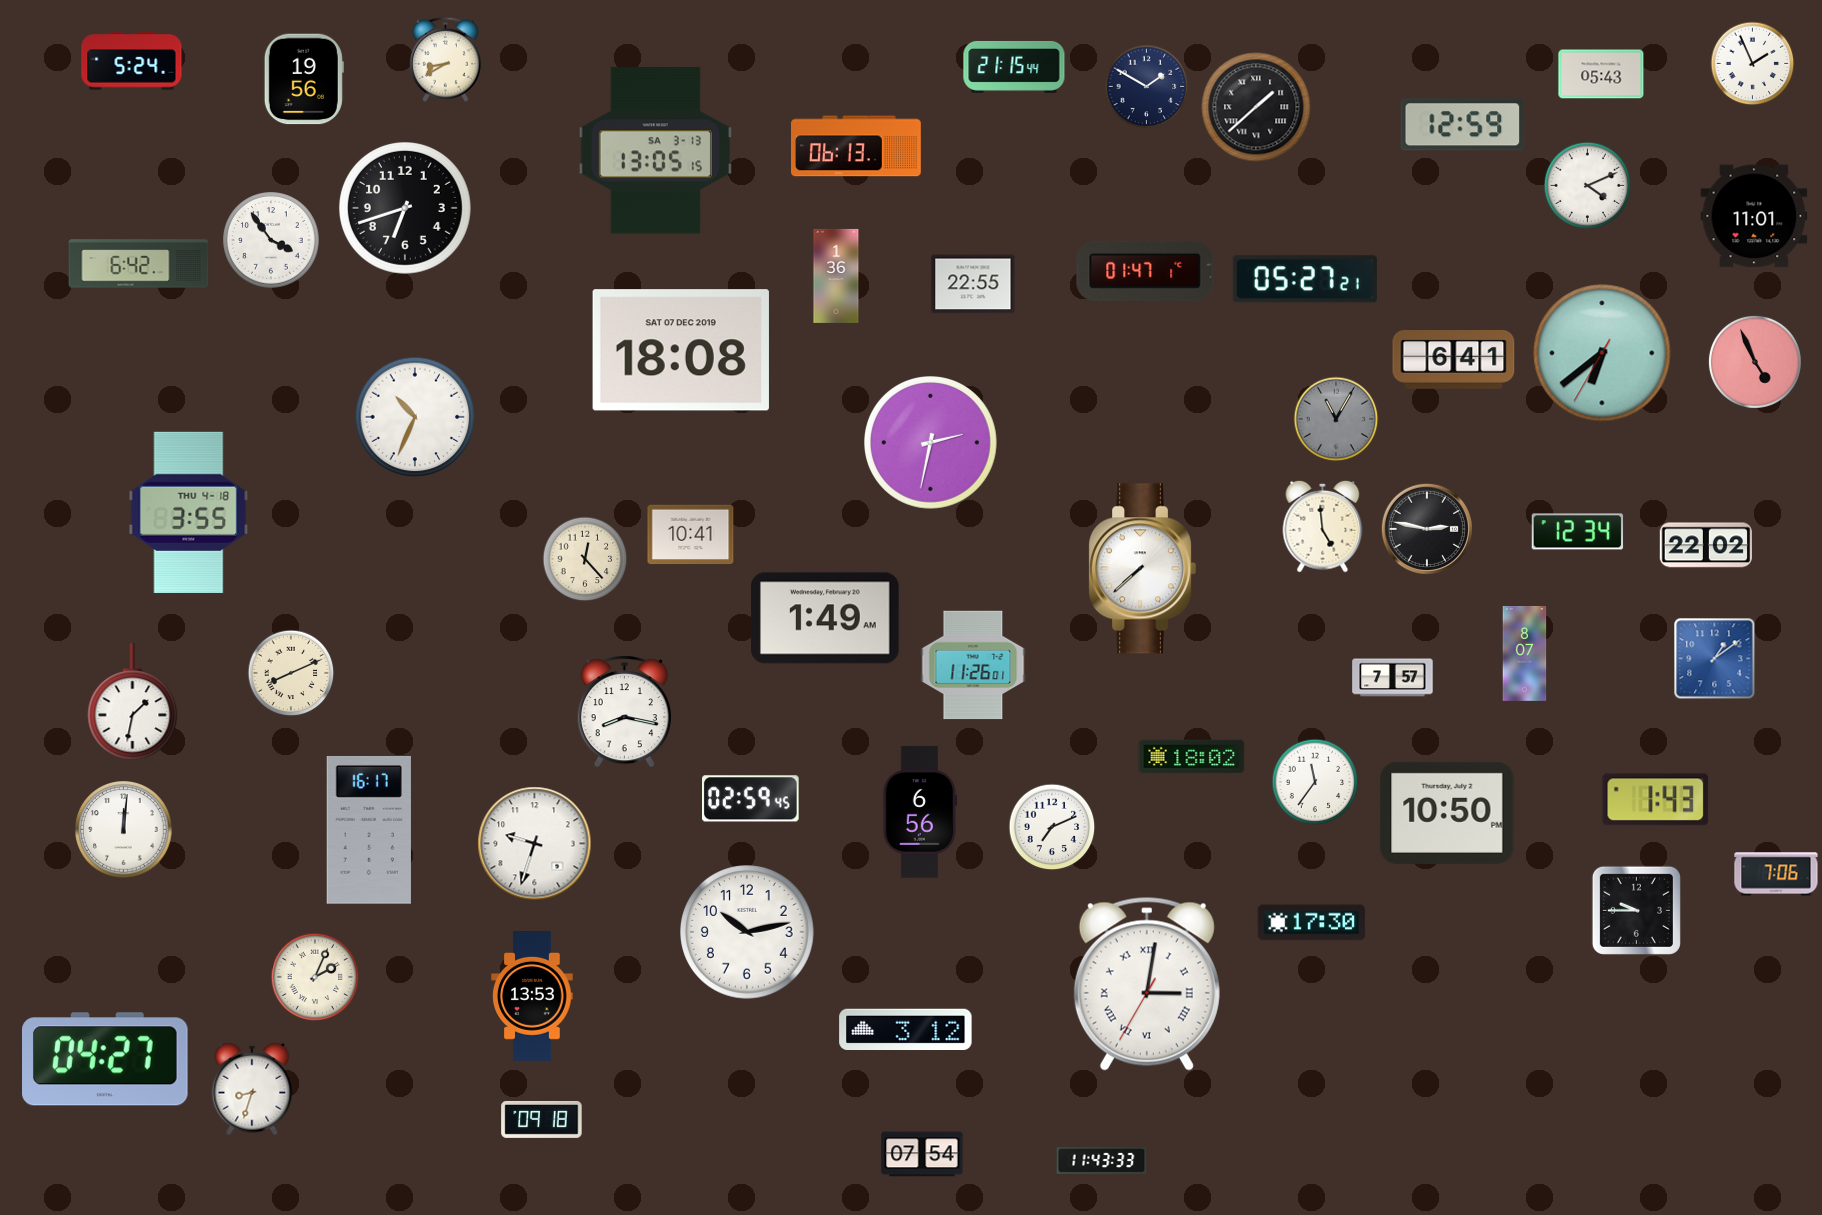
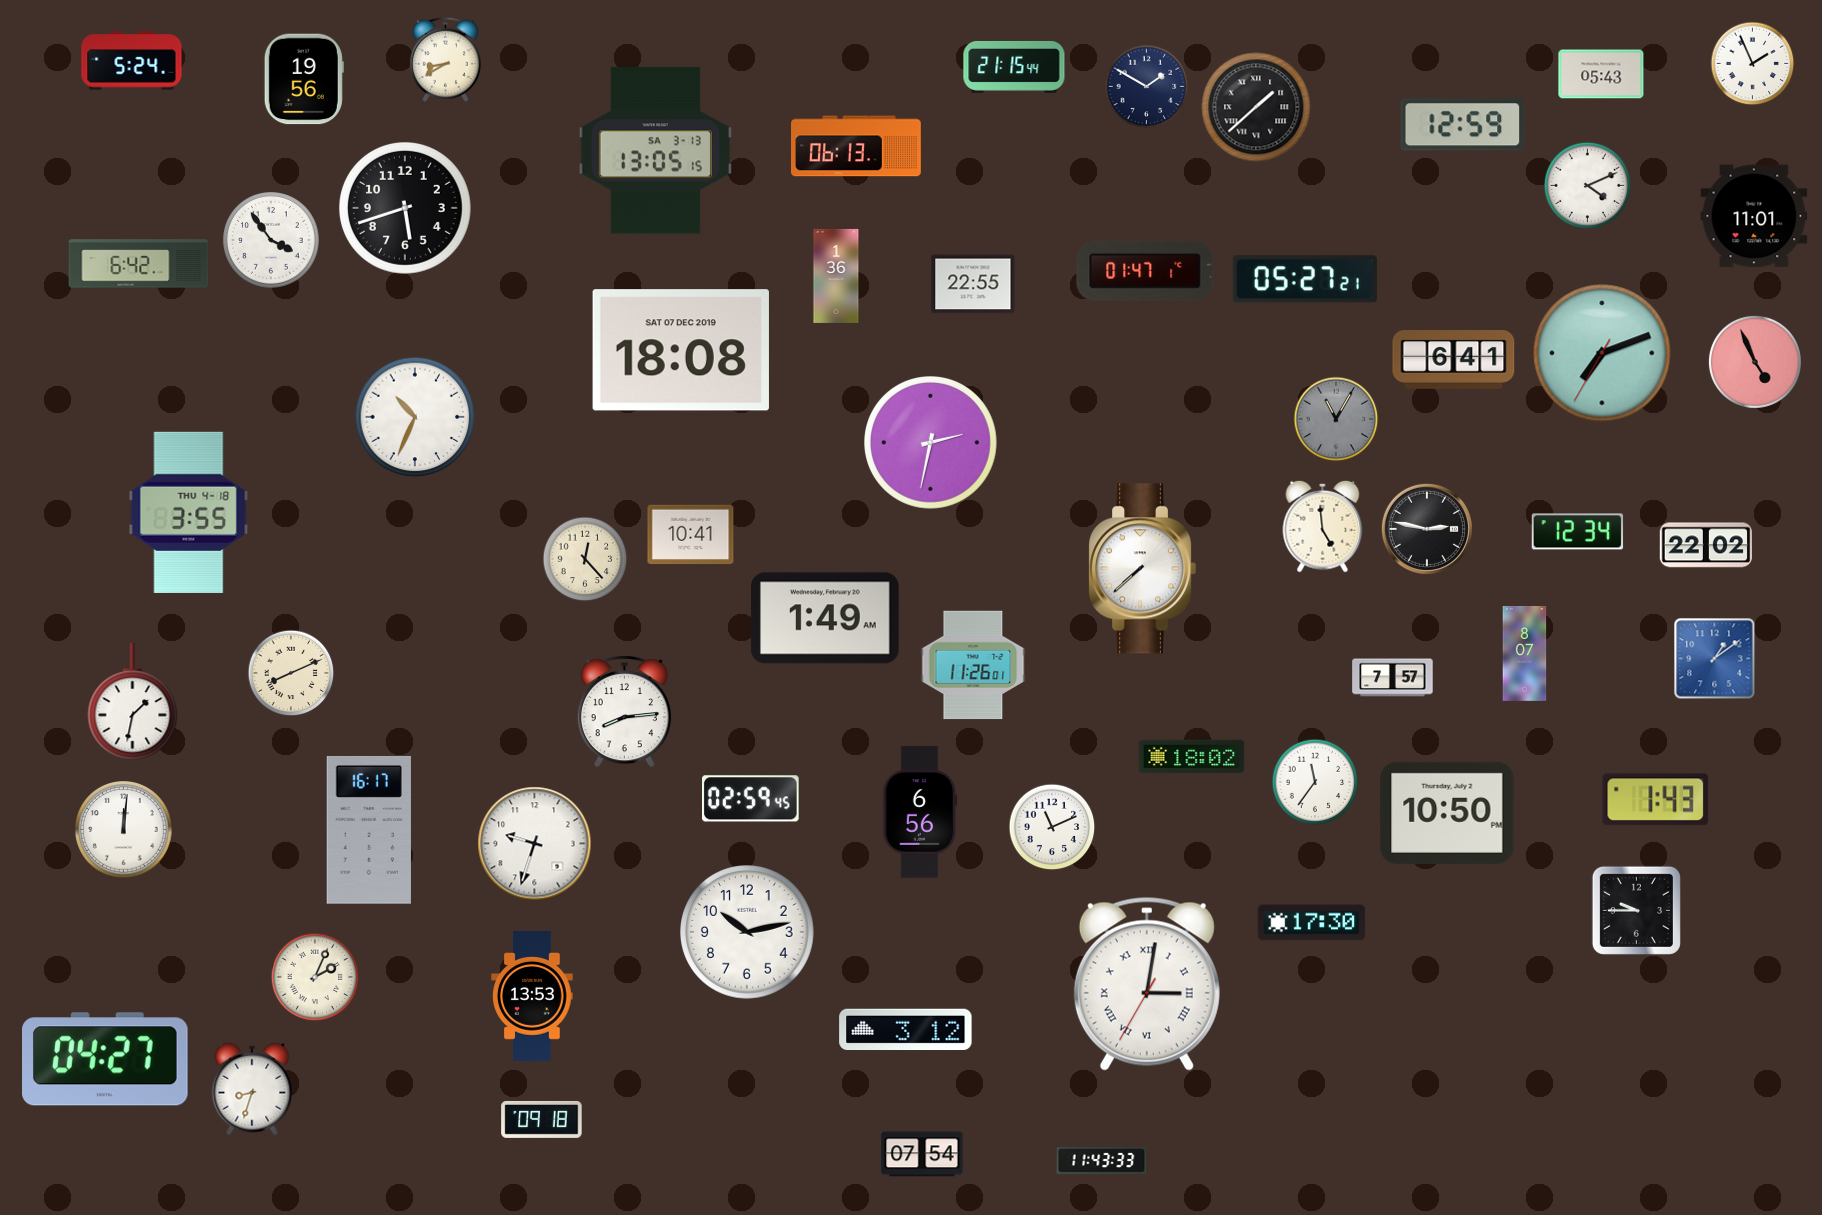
clock at (405, 208): 6:42 -> 5:42
clock at (1602, 353): 6:38 -> 7:11
clock at (624, 711): 8:17 -> 8:14
clock at (1052, 827): 7:11 -> 11:11
clock at (1776, 874): 7:06 -> none
